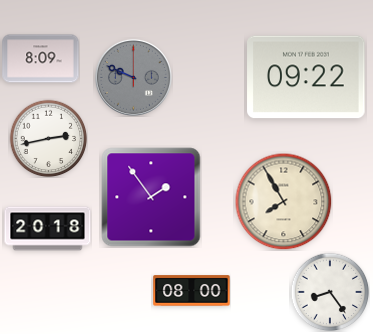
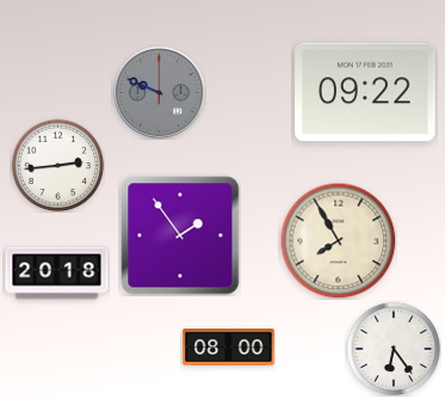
clock at (41, 59): 8:09 -> none
clock at (48, 138): 2:43 -> 2:44
clock at (330, 292): 8:24 -> 6:24
